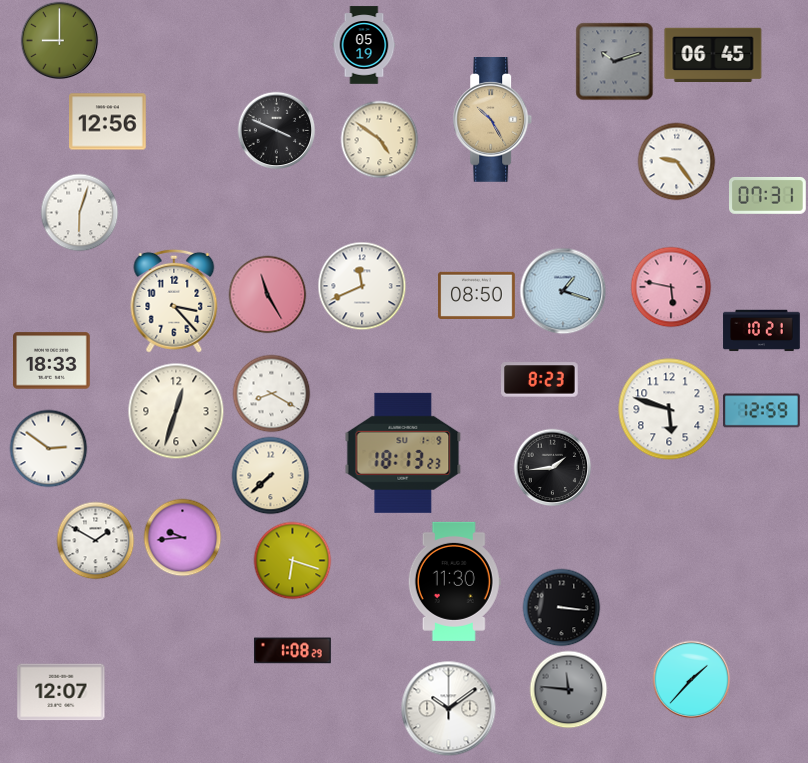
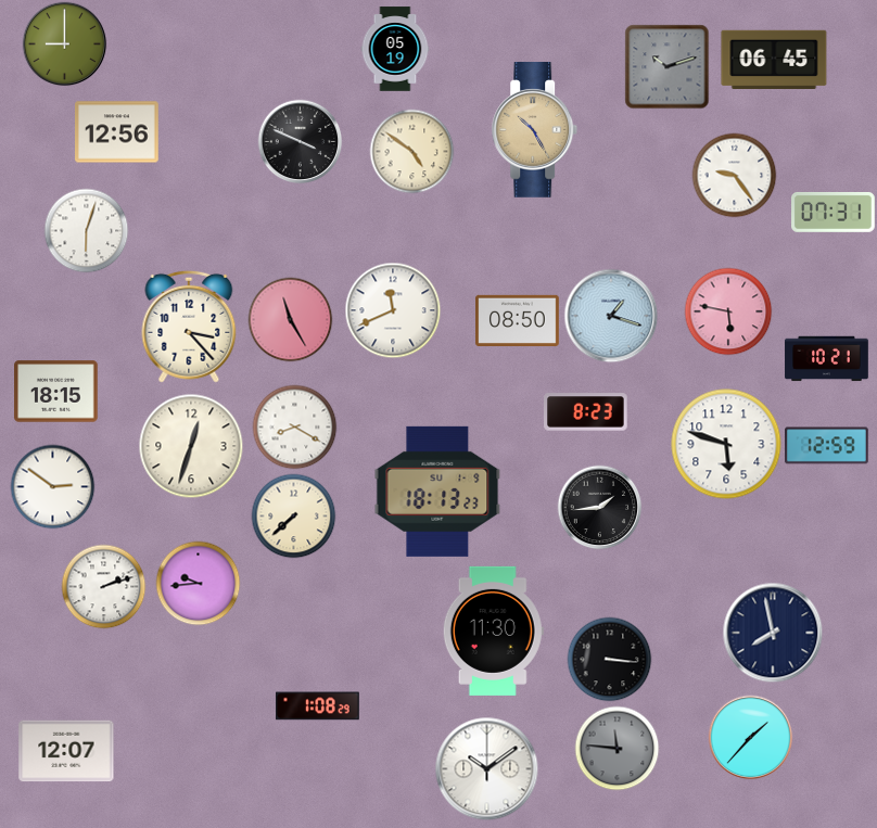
clock at (52, 361): 18:33 -> 18:15
clock at (95, 540): 1:50 -> 2:12
clock at (292, 560): 6:18 -> none
clock at (773, 633): none -> 7:58
